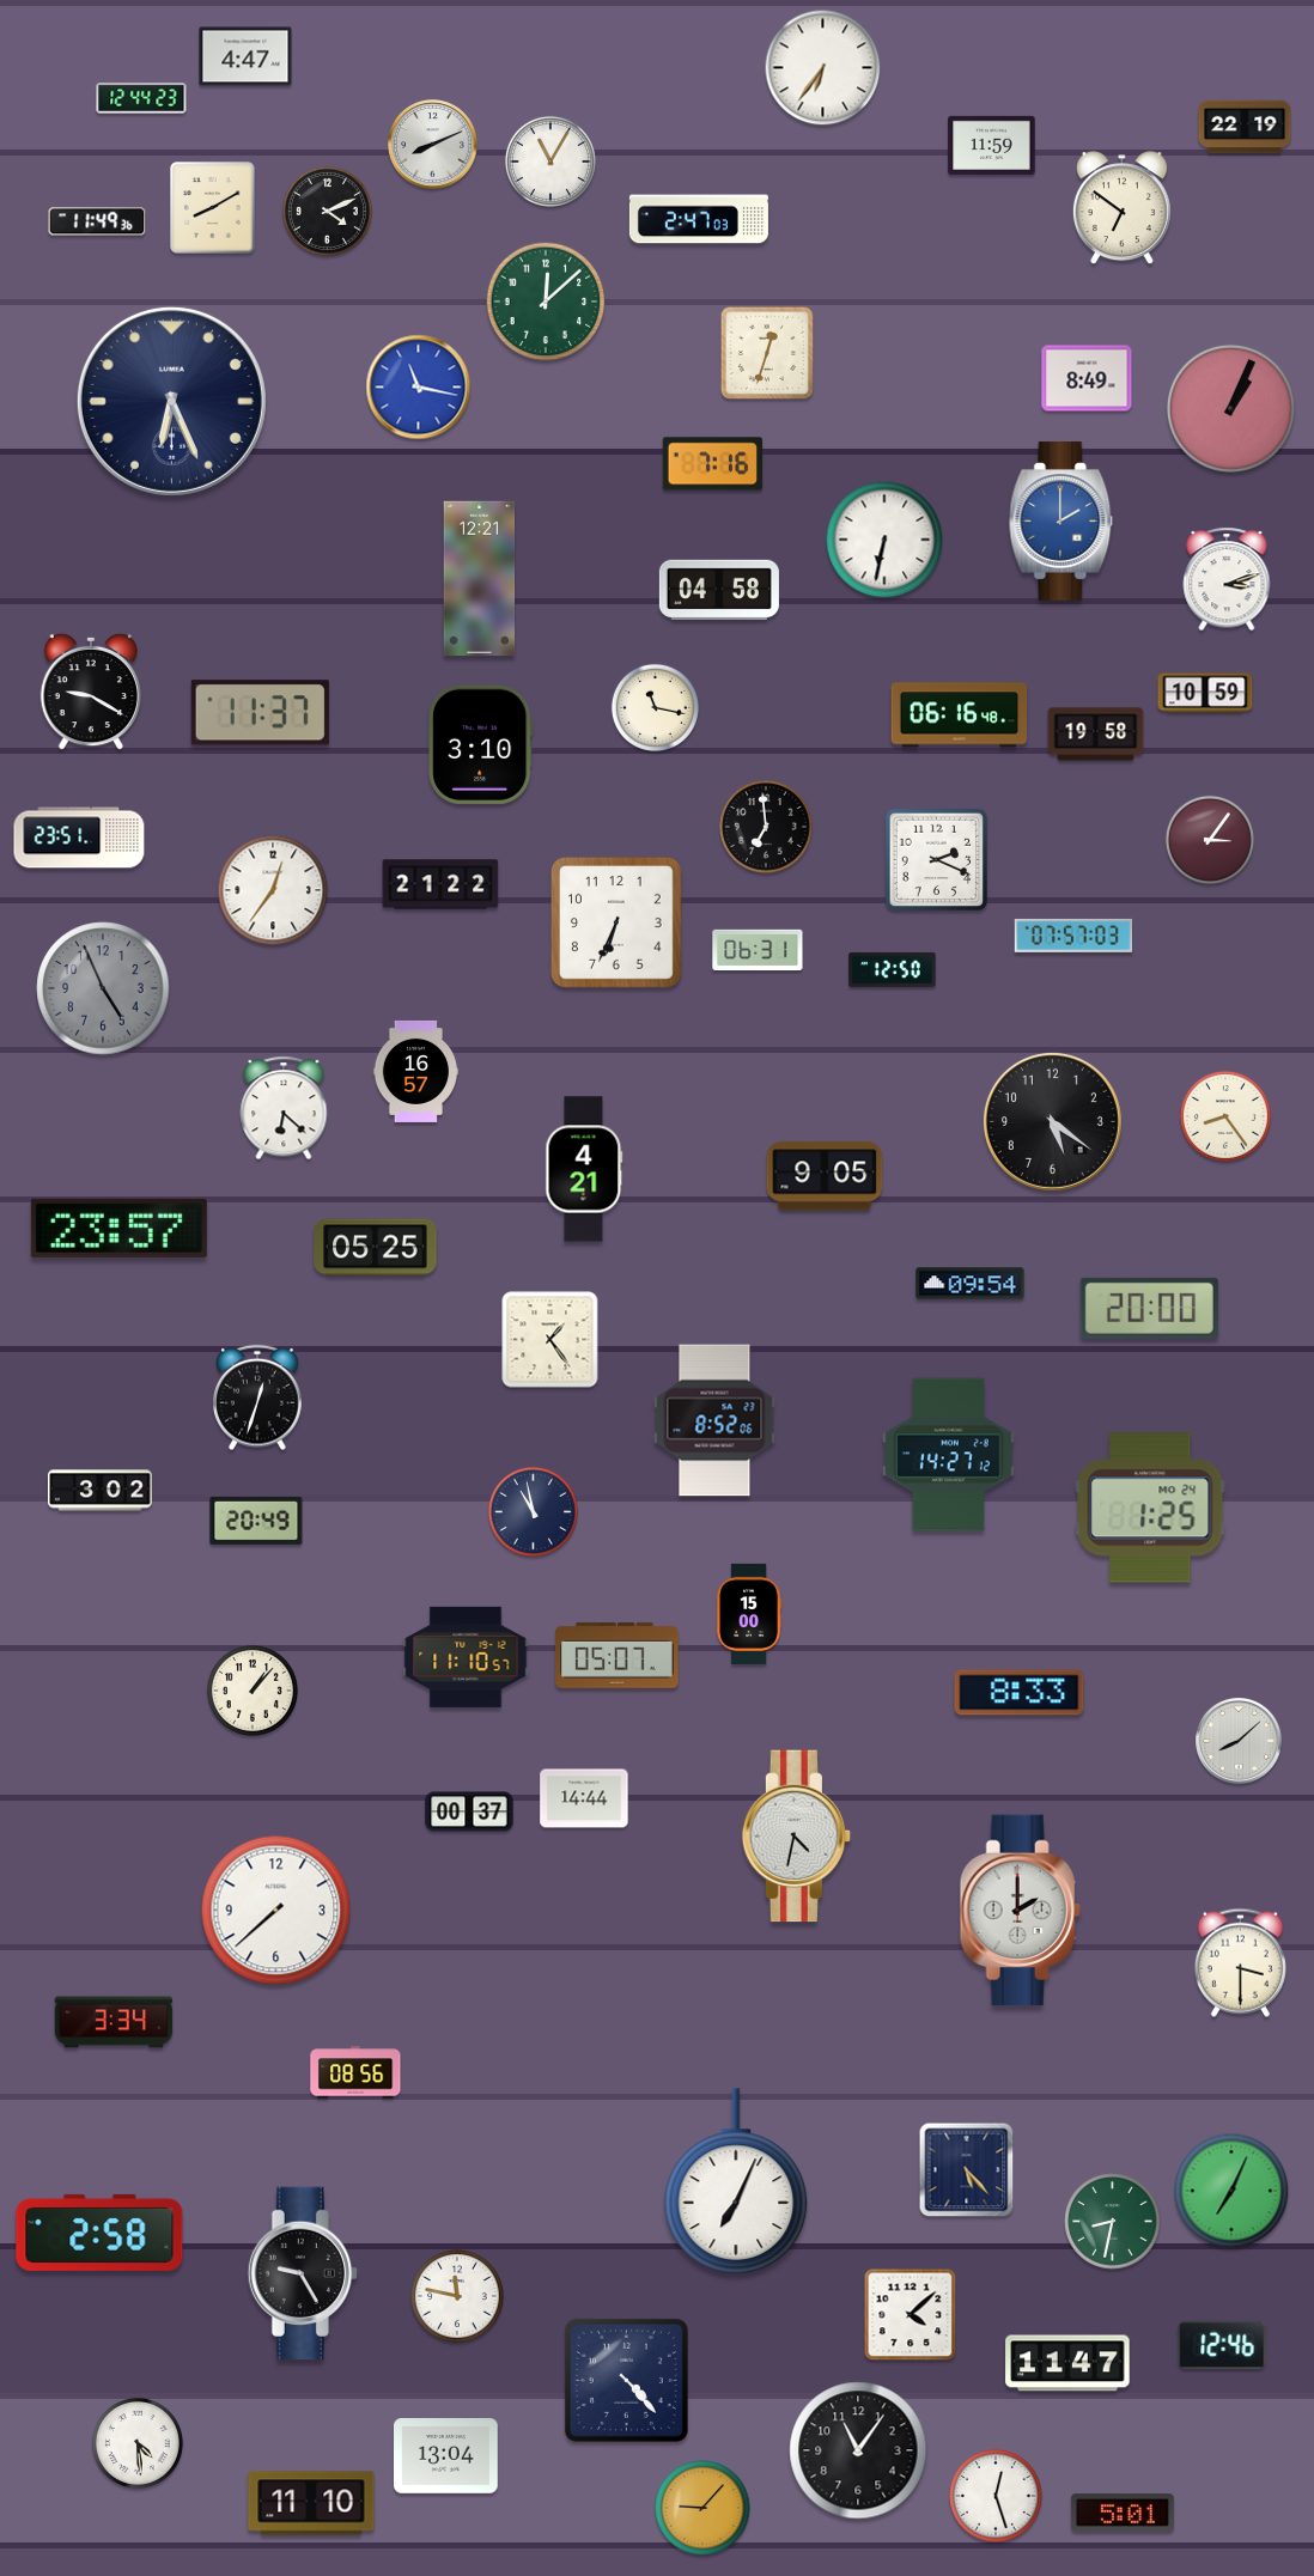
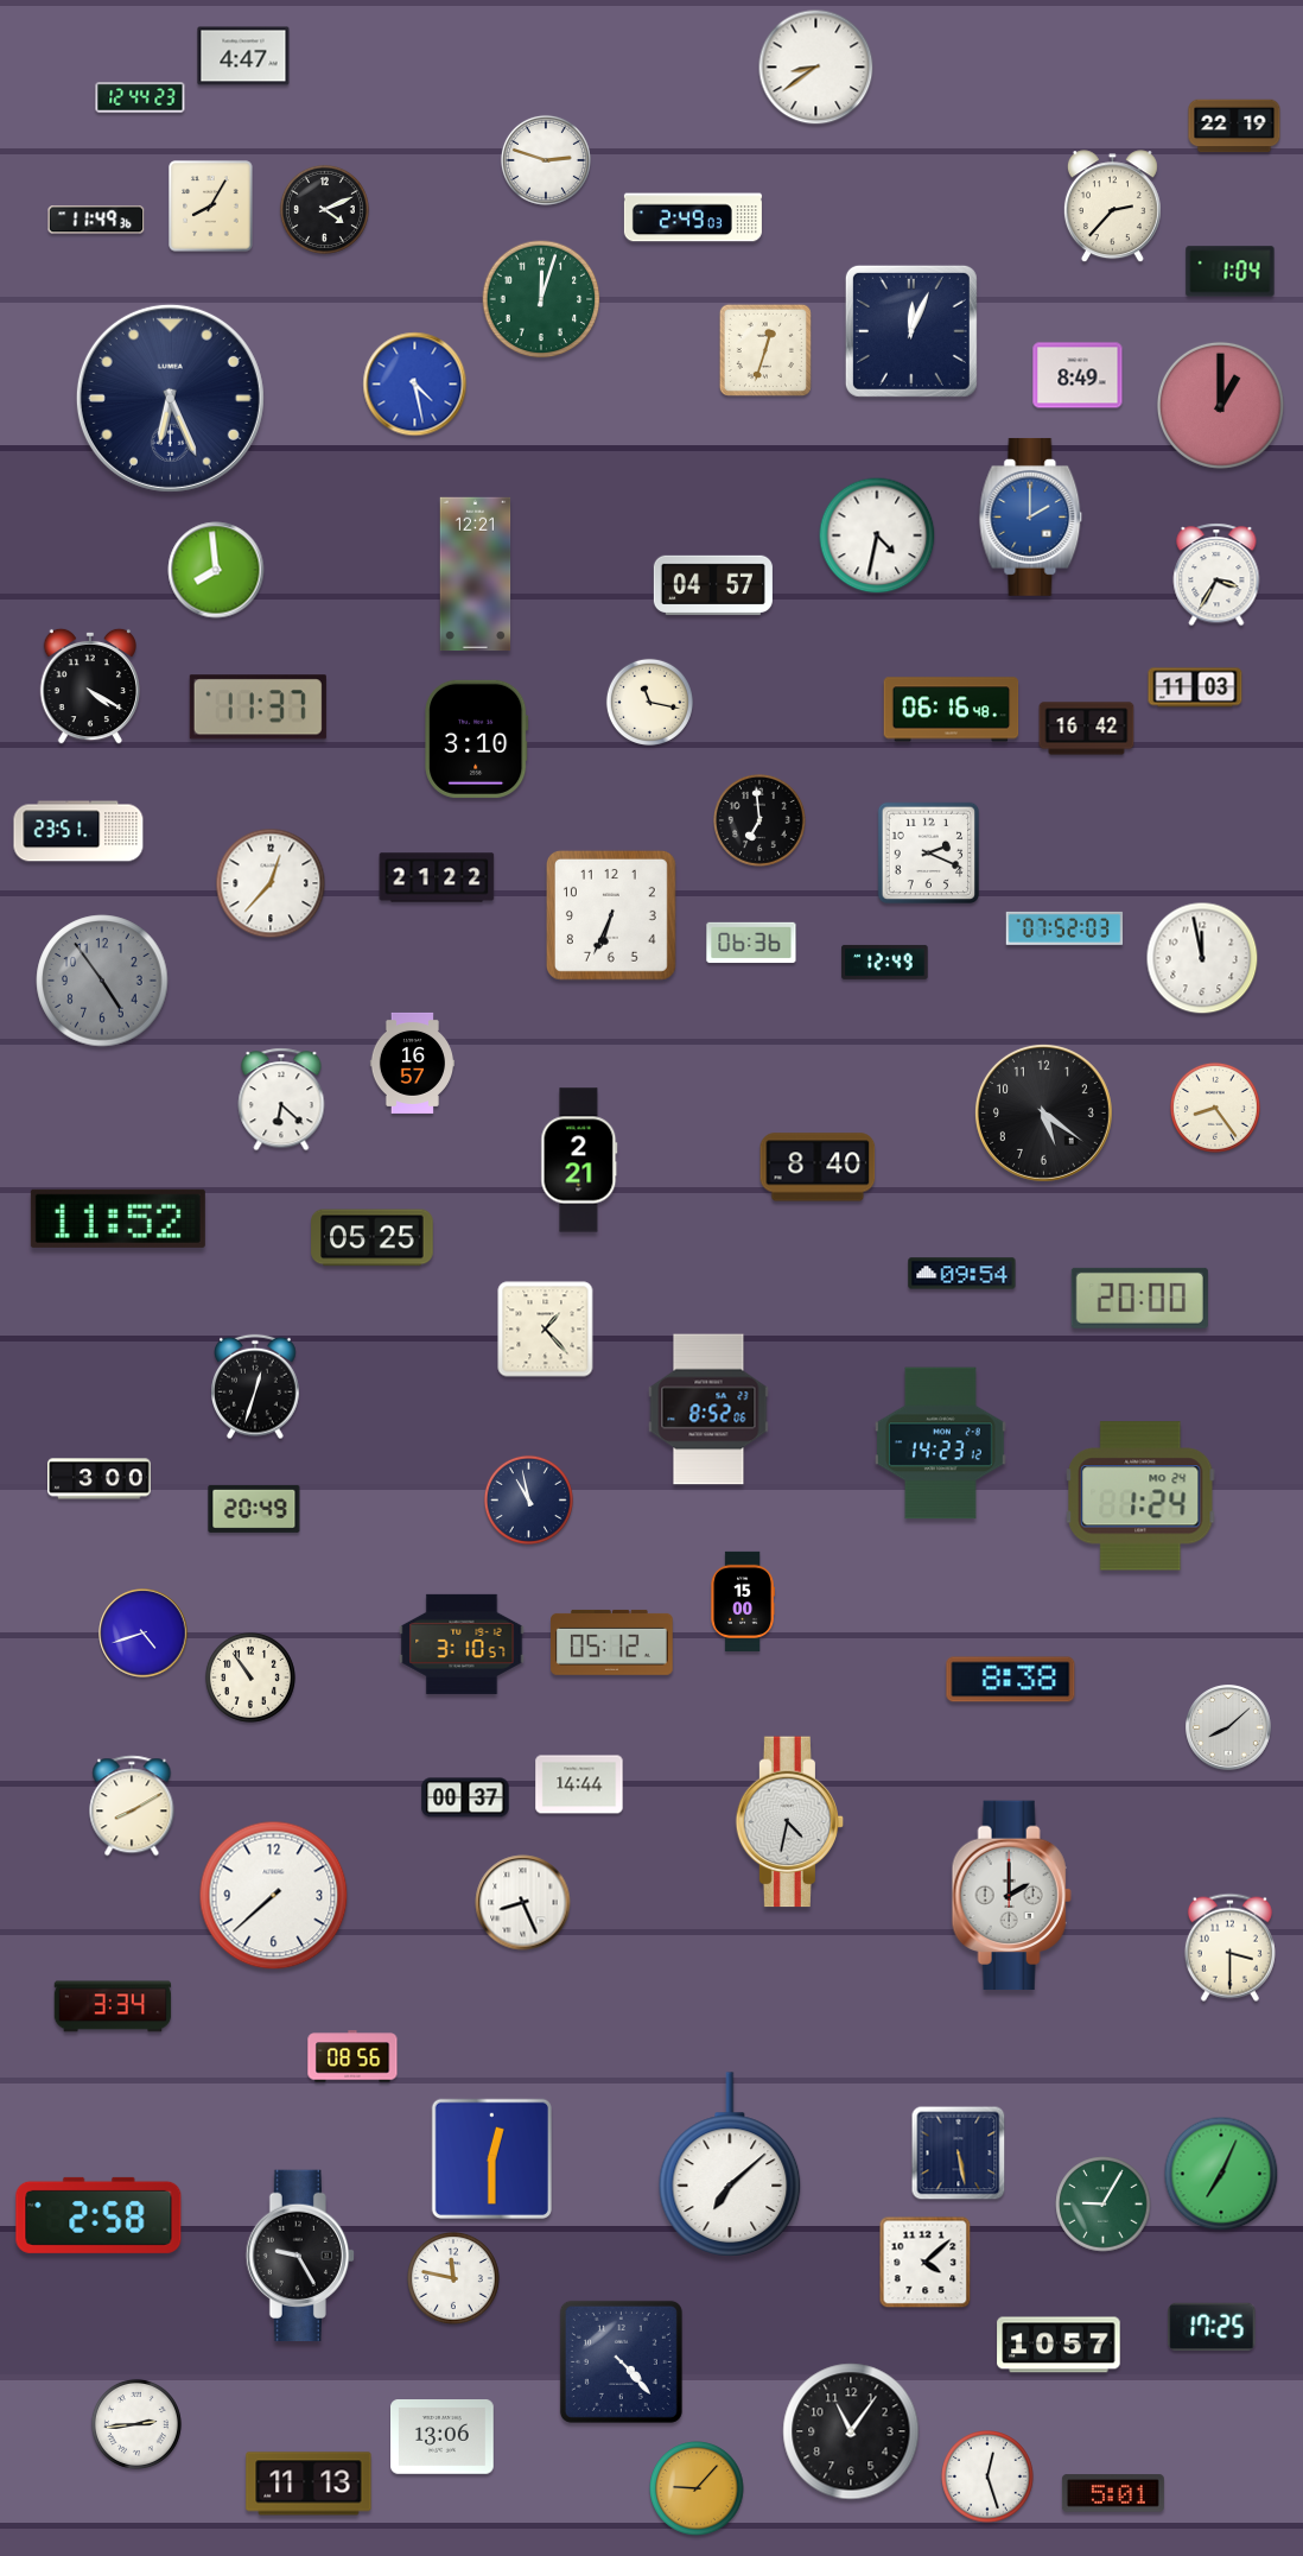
clock at (823, 68): 6:36 -> 8:39
clock at (433, 145): 8:11 -> none
clock at (992, 145): 11:59 -> none
clock at (550, 162): 11:05 -> 2:48
clock at (213, 208): 8:10 -> 8:05
clock at (1121, 208): 6:51 -> 2:37
clock at (699, 219): 2:47 -> 2:49
clock at (1231, 272): none -> 1:04
clock at (546, 302): 12:08 -> 12:03
clock at (911, 331): none -> 12:04
clock at (767, 353) position: (767, 353) -> (765, 350)
clock at (419, 388): 11:17 -> 4:28
clock at (1230, 408): 1:04 -> 1:00
clock at (713, 464): 7:16 -> none
clock at (1061, 520) position: (1061, 520) -> (1031, 516)
clock at (884, 540): 6:32 -> 4:32
clock at (216, 570): none -> 7:59
clock at (1227, 579): 3:12 -> 3:35
clock at (719, 590): 04:58 -> 04:57
clock at (90, 692): 9:20 -> 4:20
clock at (1205, 693): 10:59 -> 11:03
clock at (1096, 735): 19:58 -> 16:42
clock at (1210, 840): 3:06 -> none
clock at (273, 890): 12:36 -> 12:37
clock at (1073, 936): 07:57 -> 07:52
clock at (758, 950): 06:31 -> 06:36
clock at (1202, 958): none -> 11:58
clock at (893, 969): 12:50 -> 12:49
clock at (103, 988): 4:56 -> 4:54
clock at (584, 1169): 4:21 -> 2:21
clock at (825, 1176): 9:05 -> 8:40
clock at (118, 1228): 23:57 -> 11:52
clock at (550, 1340): 1:24 -> 1:23
clock at (949, 1455): 14:27 -> 14:23
clock at (101, 1491): 3:02 -> 3:00
clock at (1150, 1508): 1:25 -> 1:24
clock at (144, 1634): none -> 4:42
clock at (618, 1655): 05:07 -> 05:12
clock at (466, 1657): 11:10 -> 3:10
clock at (253, 1691): 1:07 -> 10:54
clock at (1020, 1693): 8:33 -> 8:38
clock at (132, 1806): none -> 8:10
clock at (523, 1903): none -> 8:26
clock at (967, 2170): 5:23 -> 5:28
clock at (491, 2158): none -> 12:30
clock at (736, 2181): 7:04 -> 7:08
clock at (1113, 2222): 8:32 -> 9:05
clock at (911, 2315) position: (911, 2315) -> (926, 2263)
clock at (1222, 2345): 12:46 -> 17:25
clock at (1067, 2363): 11:47 -> 10:57
clock at (138, 2443): 4:29 -> 2:44
clock at (446, 2456): 13:04 -> 13:06
clock at (311, 2503): 11:10 -> 11:13
